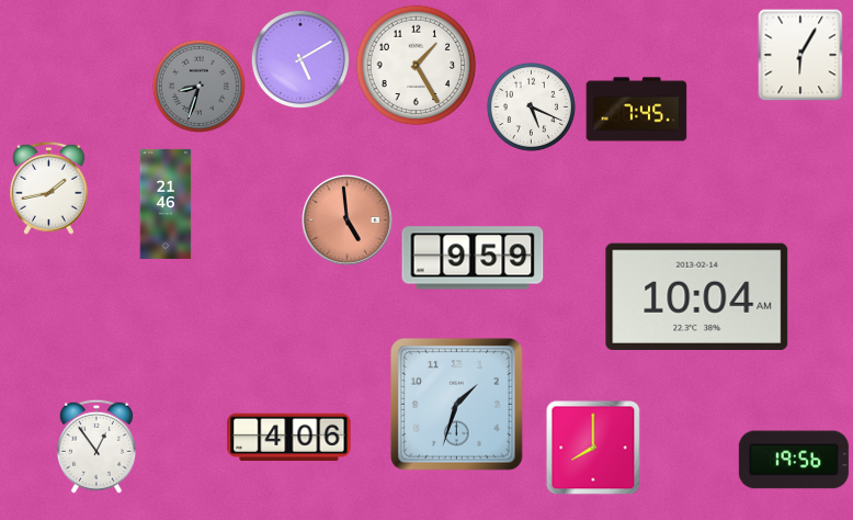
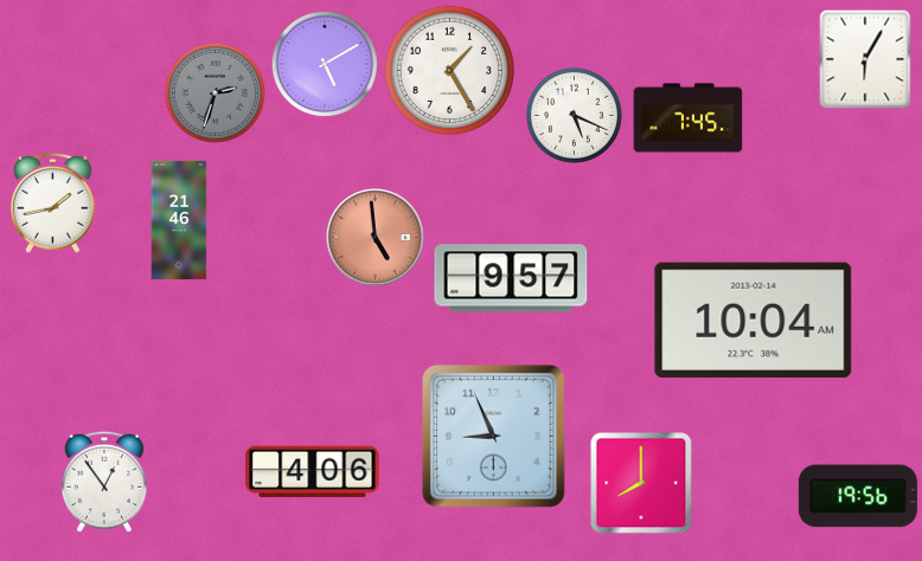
clock at (198, 86): 8:33 -> 2:33
clock at (473, 258): 9:59 -> 9:57
clock at (456, 404): 1:33 -> 8:56
